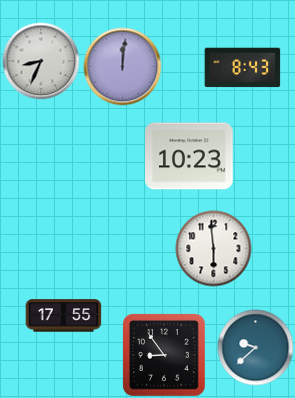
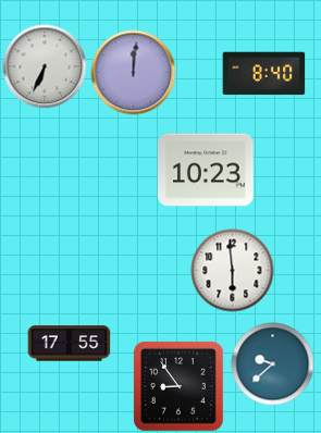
clock at (41, 61): 8:34 -> 6:34
clock at (243, 68): 8:43 -> 8:40
clock at (256, 348) position: (256, 348) -> (273, 364)
